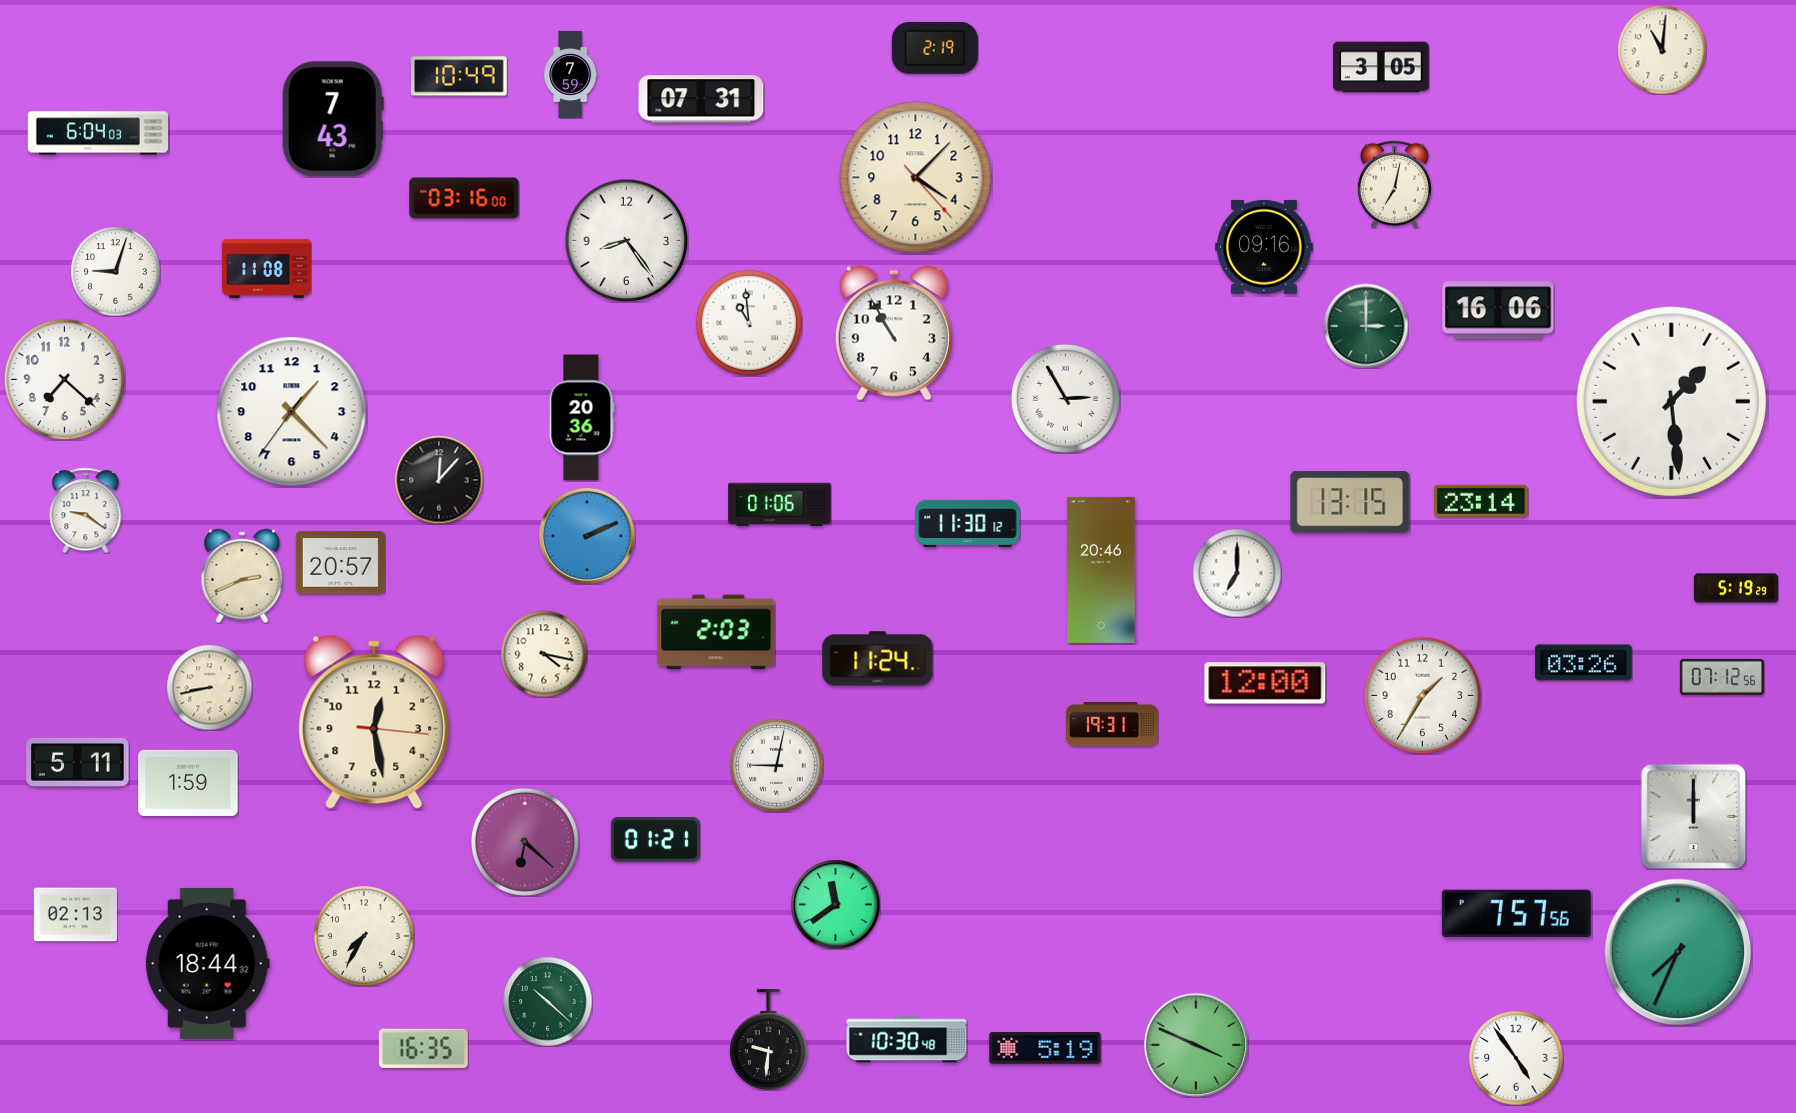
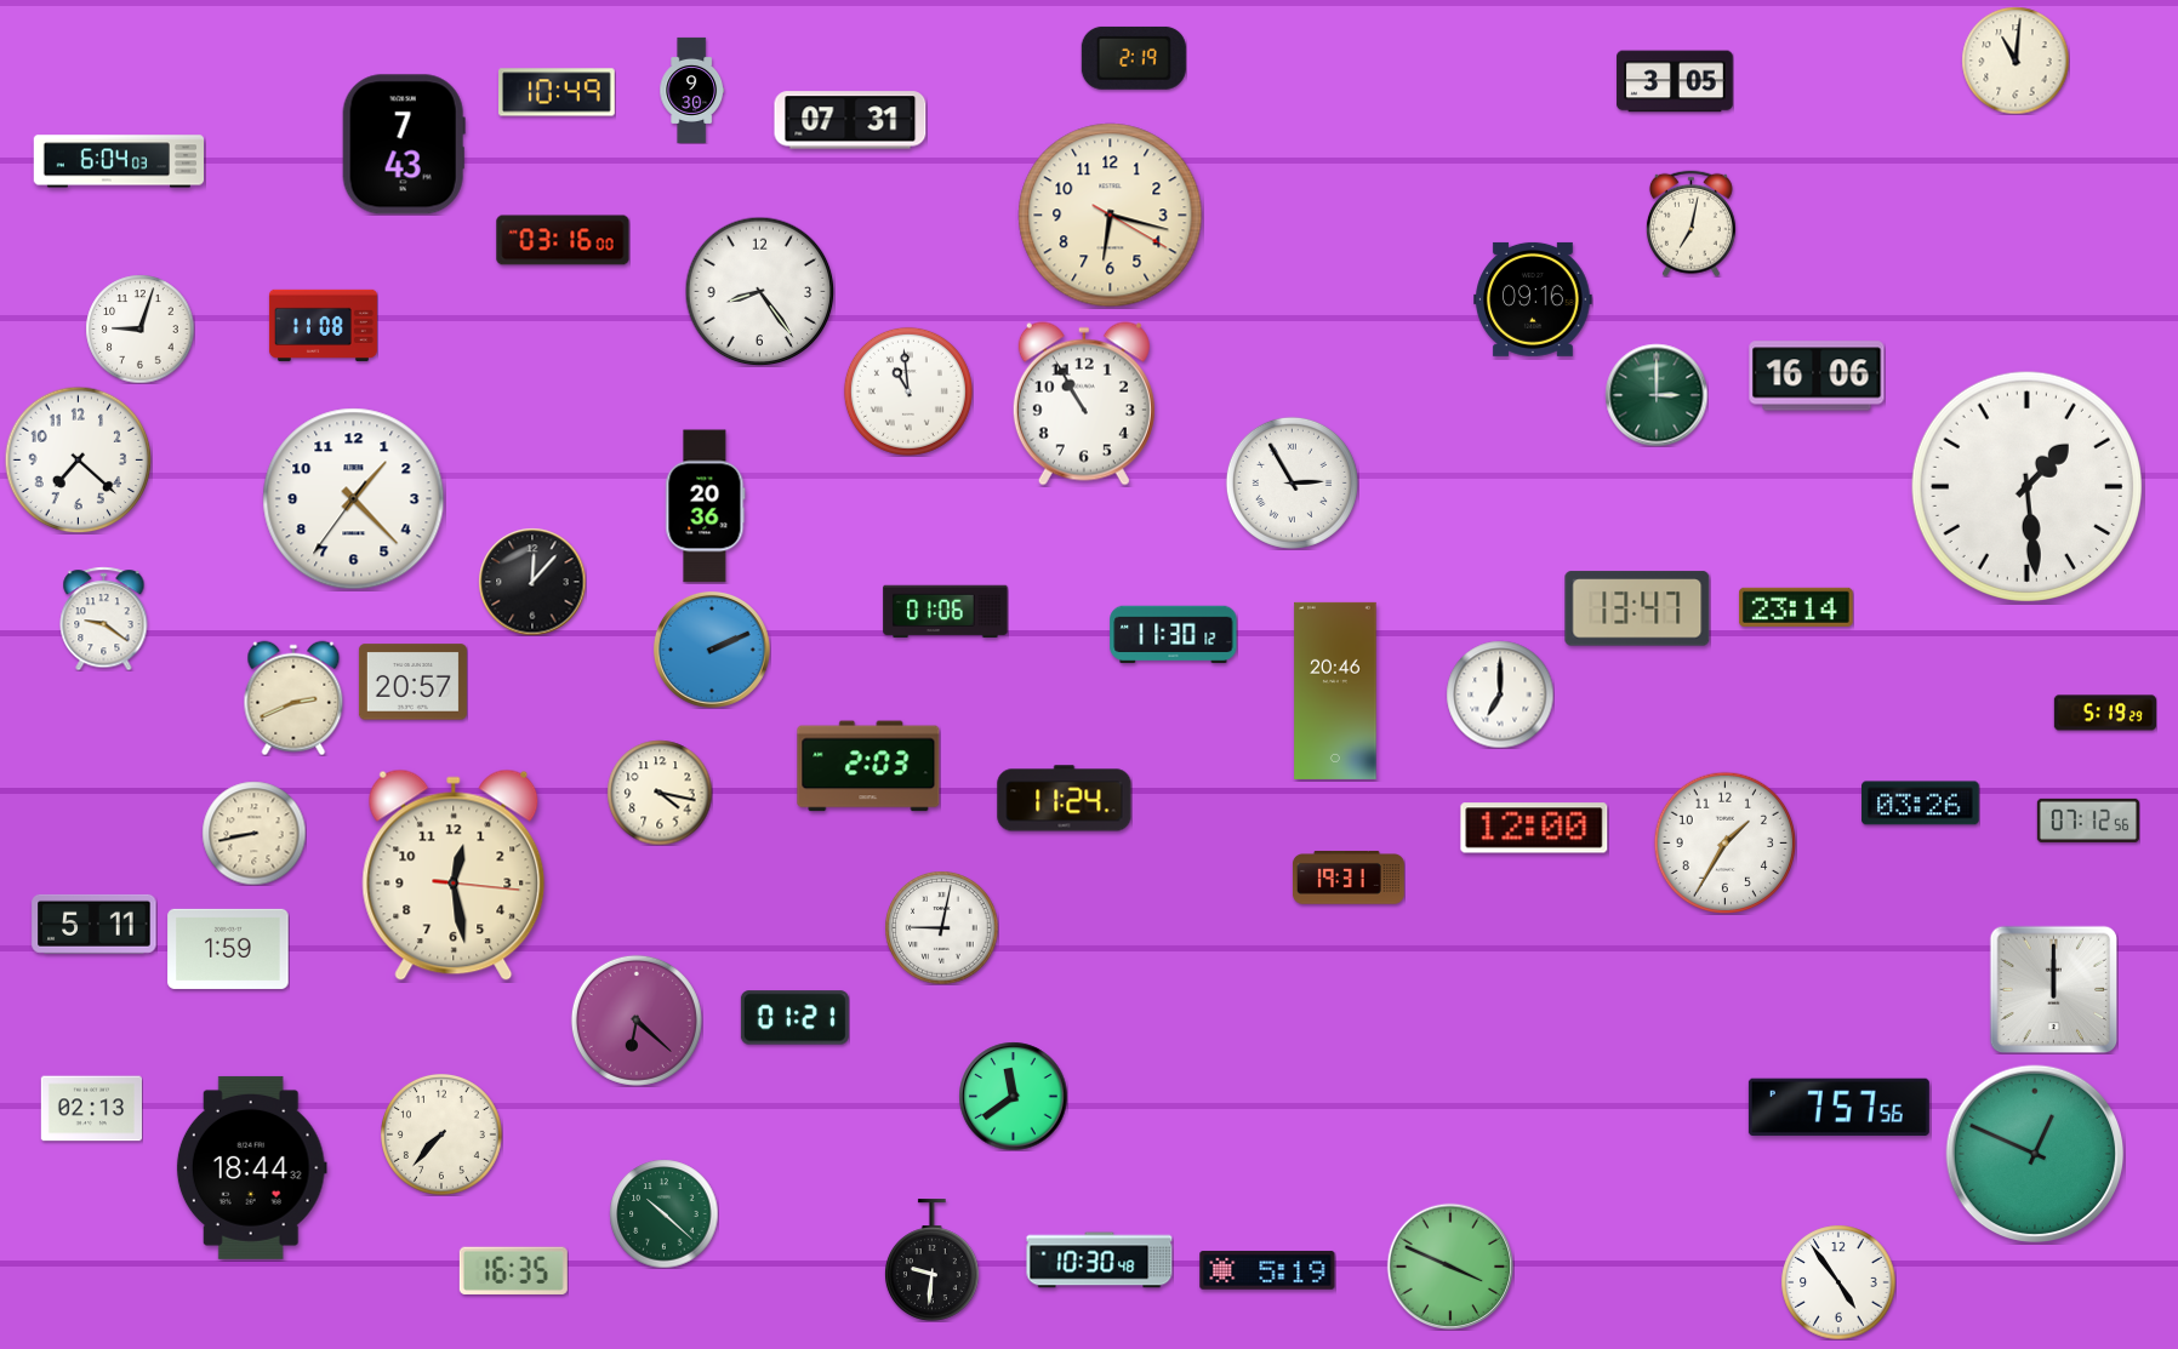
clock at (570, 74): 7:59 -> 9:30
clock at (916, 178): 4:07 -> 6:17
clock at (1350, 502): 13:15 -> 13:47
clock at (365, 937): 7:35 -> 7:37
clock at (1678, 952): 7:34 -> 12:49
